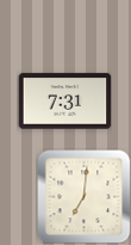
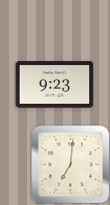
clock at (64, 102): 7:31 -> 9:23
